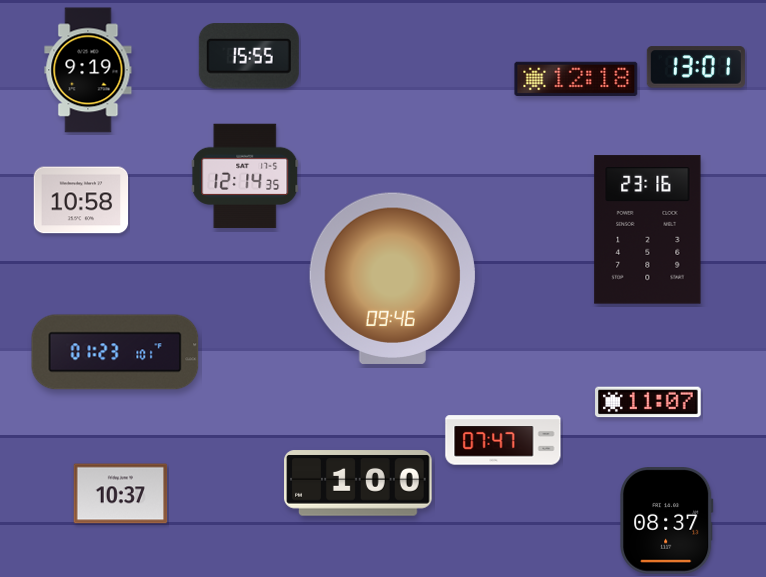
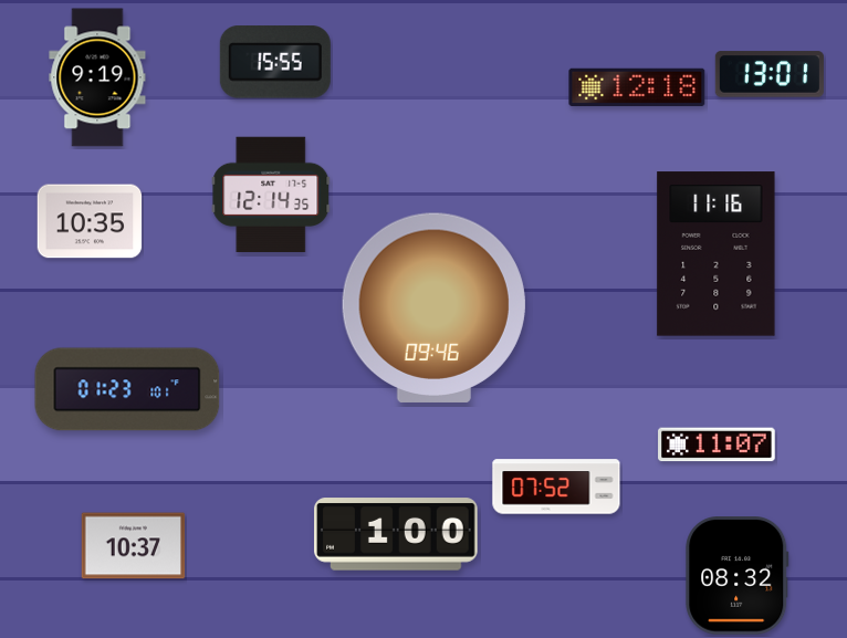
clock at (81, 200): 10:58 -> 10:35
clock at (648, 230): 23:16 -> 11:16
clock at (503, 440): 07:47 -> 07:52
clock at (667, 521): 08:37 -> 08:32
